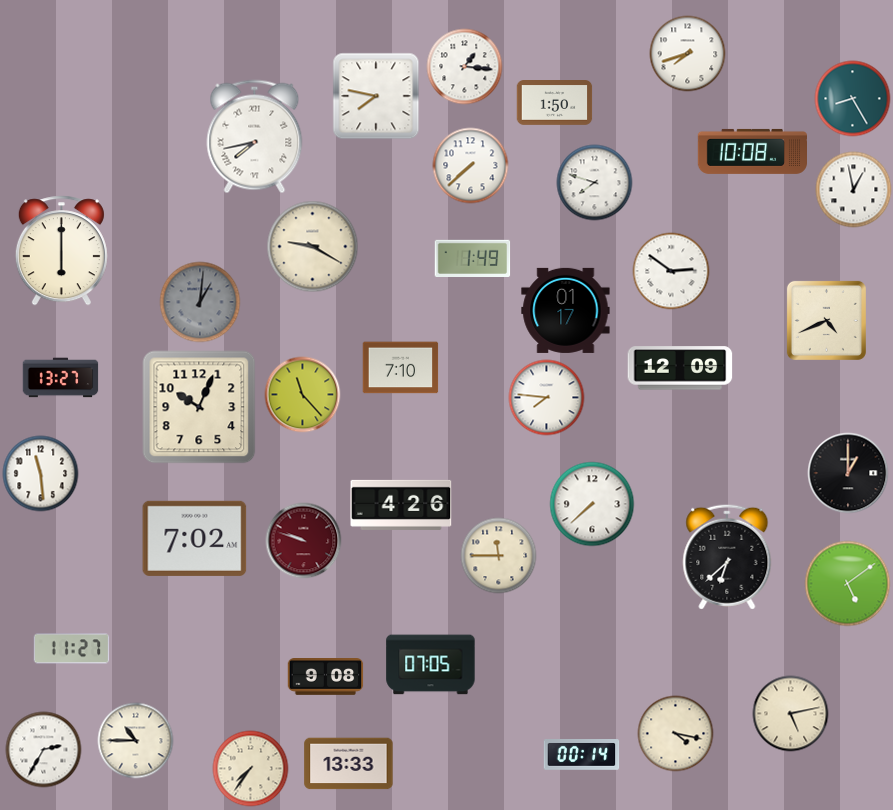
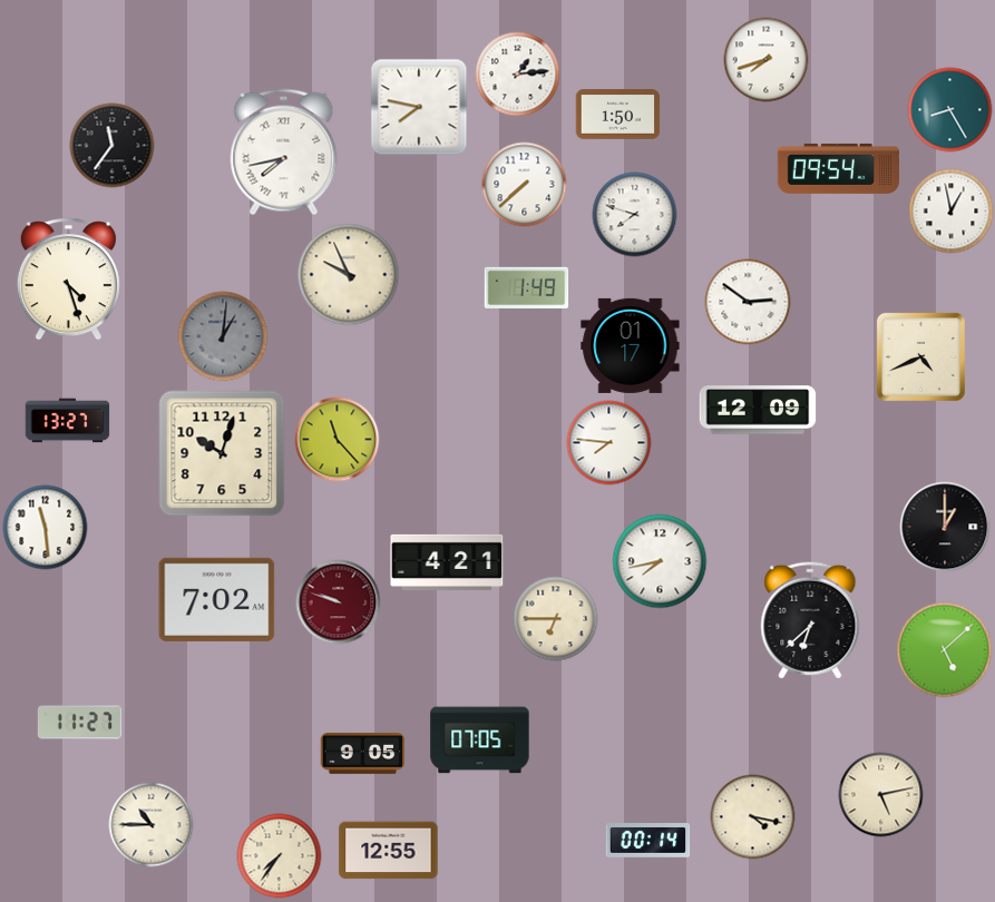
clock at (465, 67): 1:16 -> 1:14
clock at (113, 146): none -> 11:36
clock at (752, 151): 10:08 -> 09:54
clock at (595, 183) position: (595, 183) -> (635, 215)
clock at (313, 247): 9:20 -> 9:56
clock at (61, 251): 6:00 -> 4:27
clock at (401, 368): 7:10 -> none
clock at (199, 407): 10:04 -> 10:03
clock at (592, 504): 7:38 -> 7:43
clock at (401, 505): 4:26 -> 4:21
clock at (499, 556): 11:45 -> 6:45
clock at (848, 584): 5:09 -> 5:08
clock at (326, 677): 9:08 -> 9:05
clock at (44, 750): 2:35 -> none
clock at (349, 764): 13:33 -> 12:55
